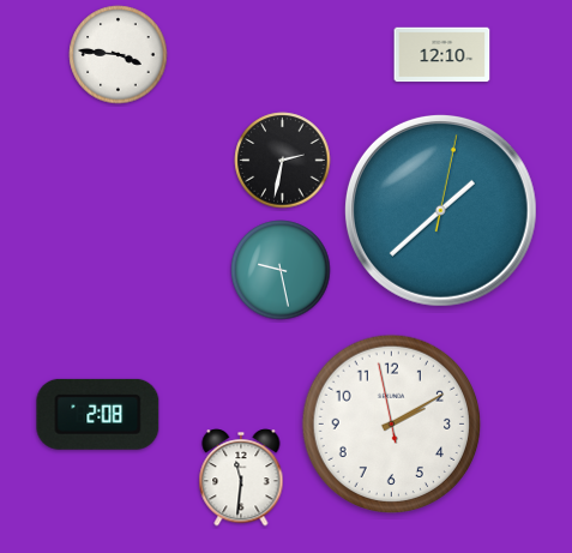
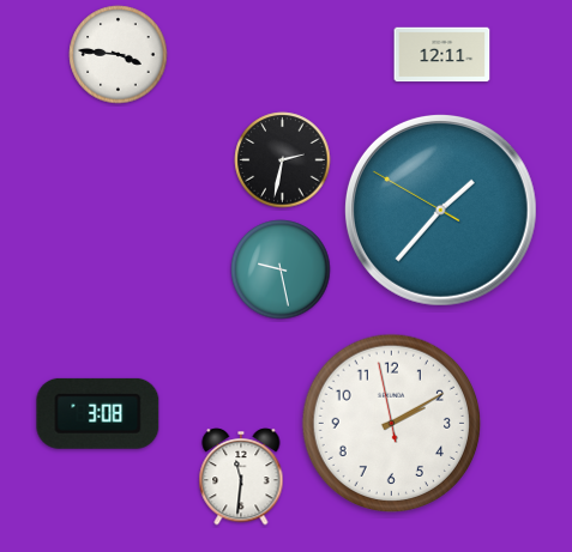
clock at (442, 55): 12:10 -> 12:11
clock at (440, 210): 1:38 -> 1:36
clock at (98, 414): 2:08 -> 3:08
